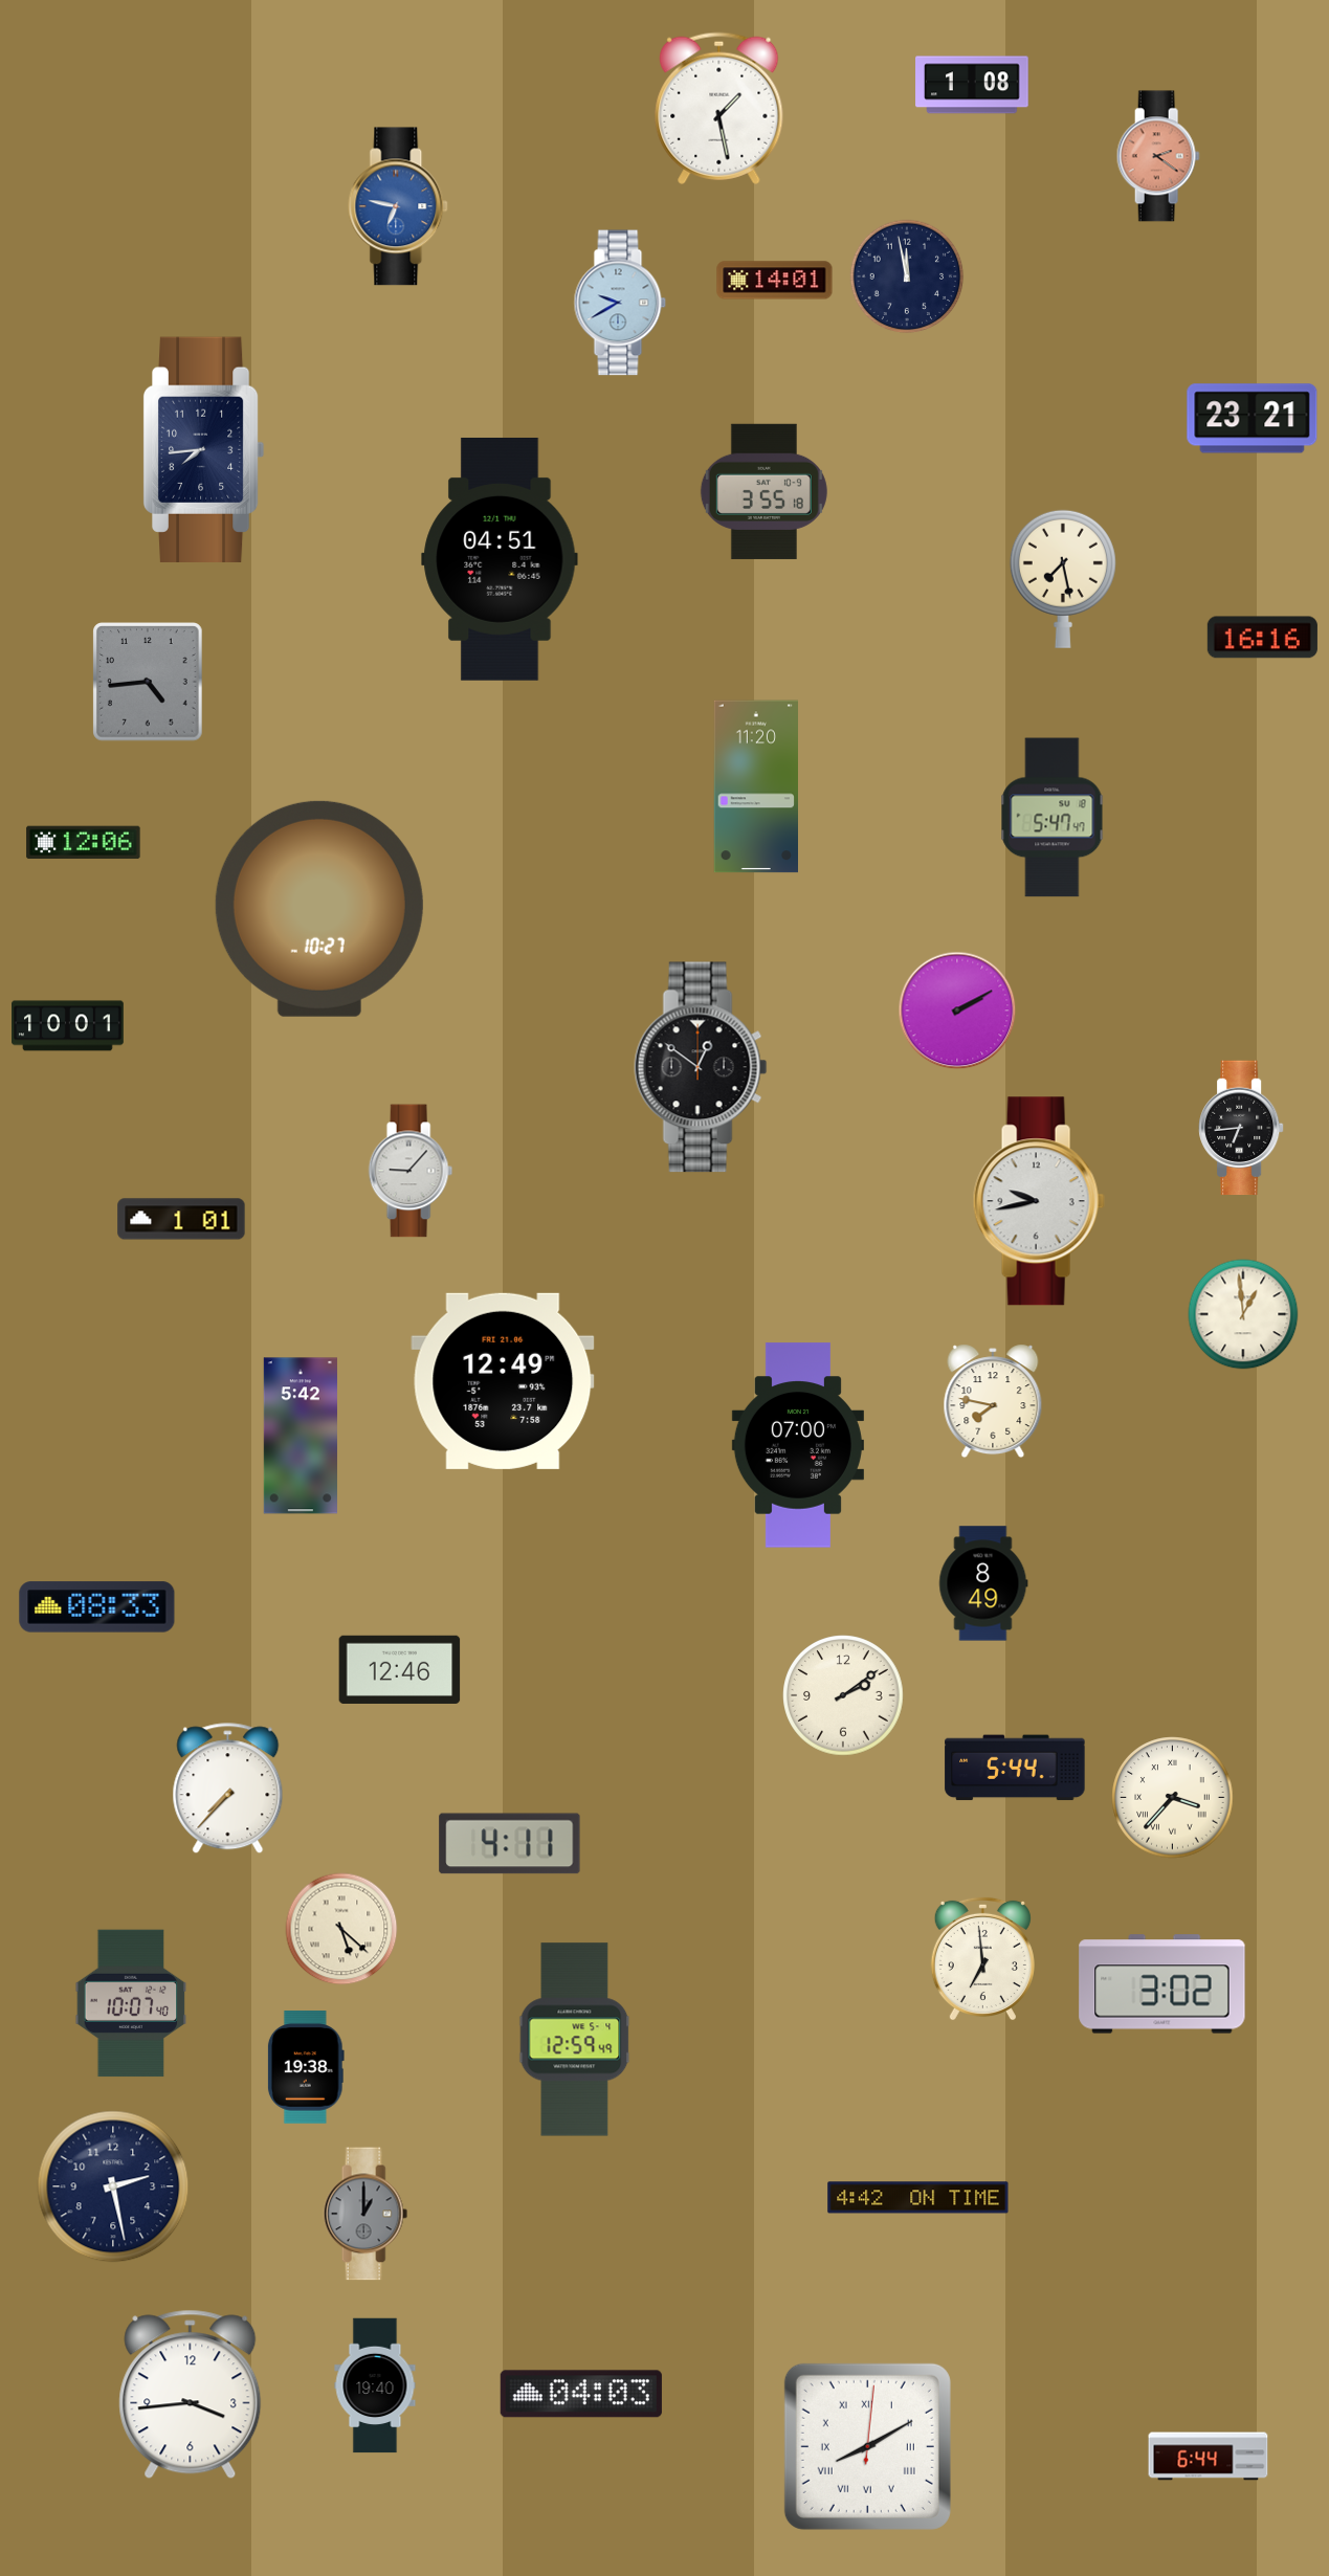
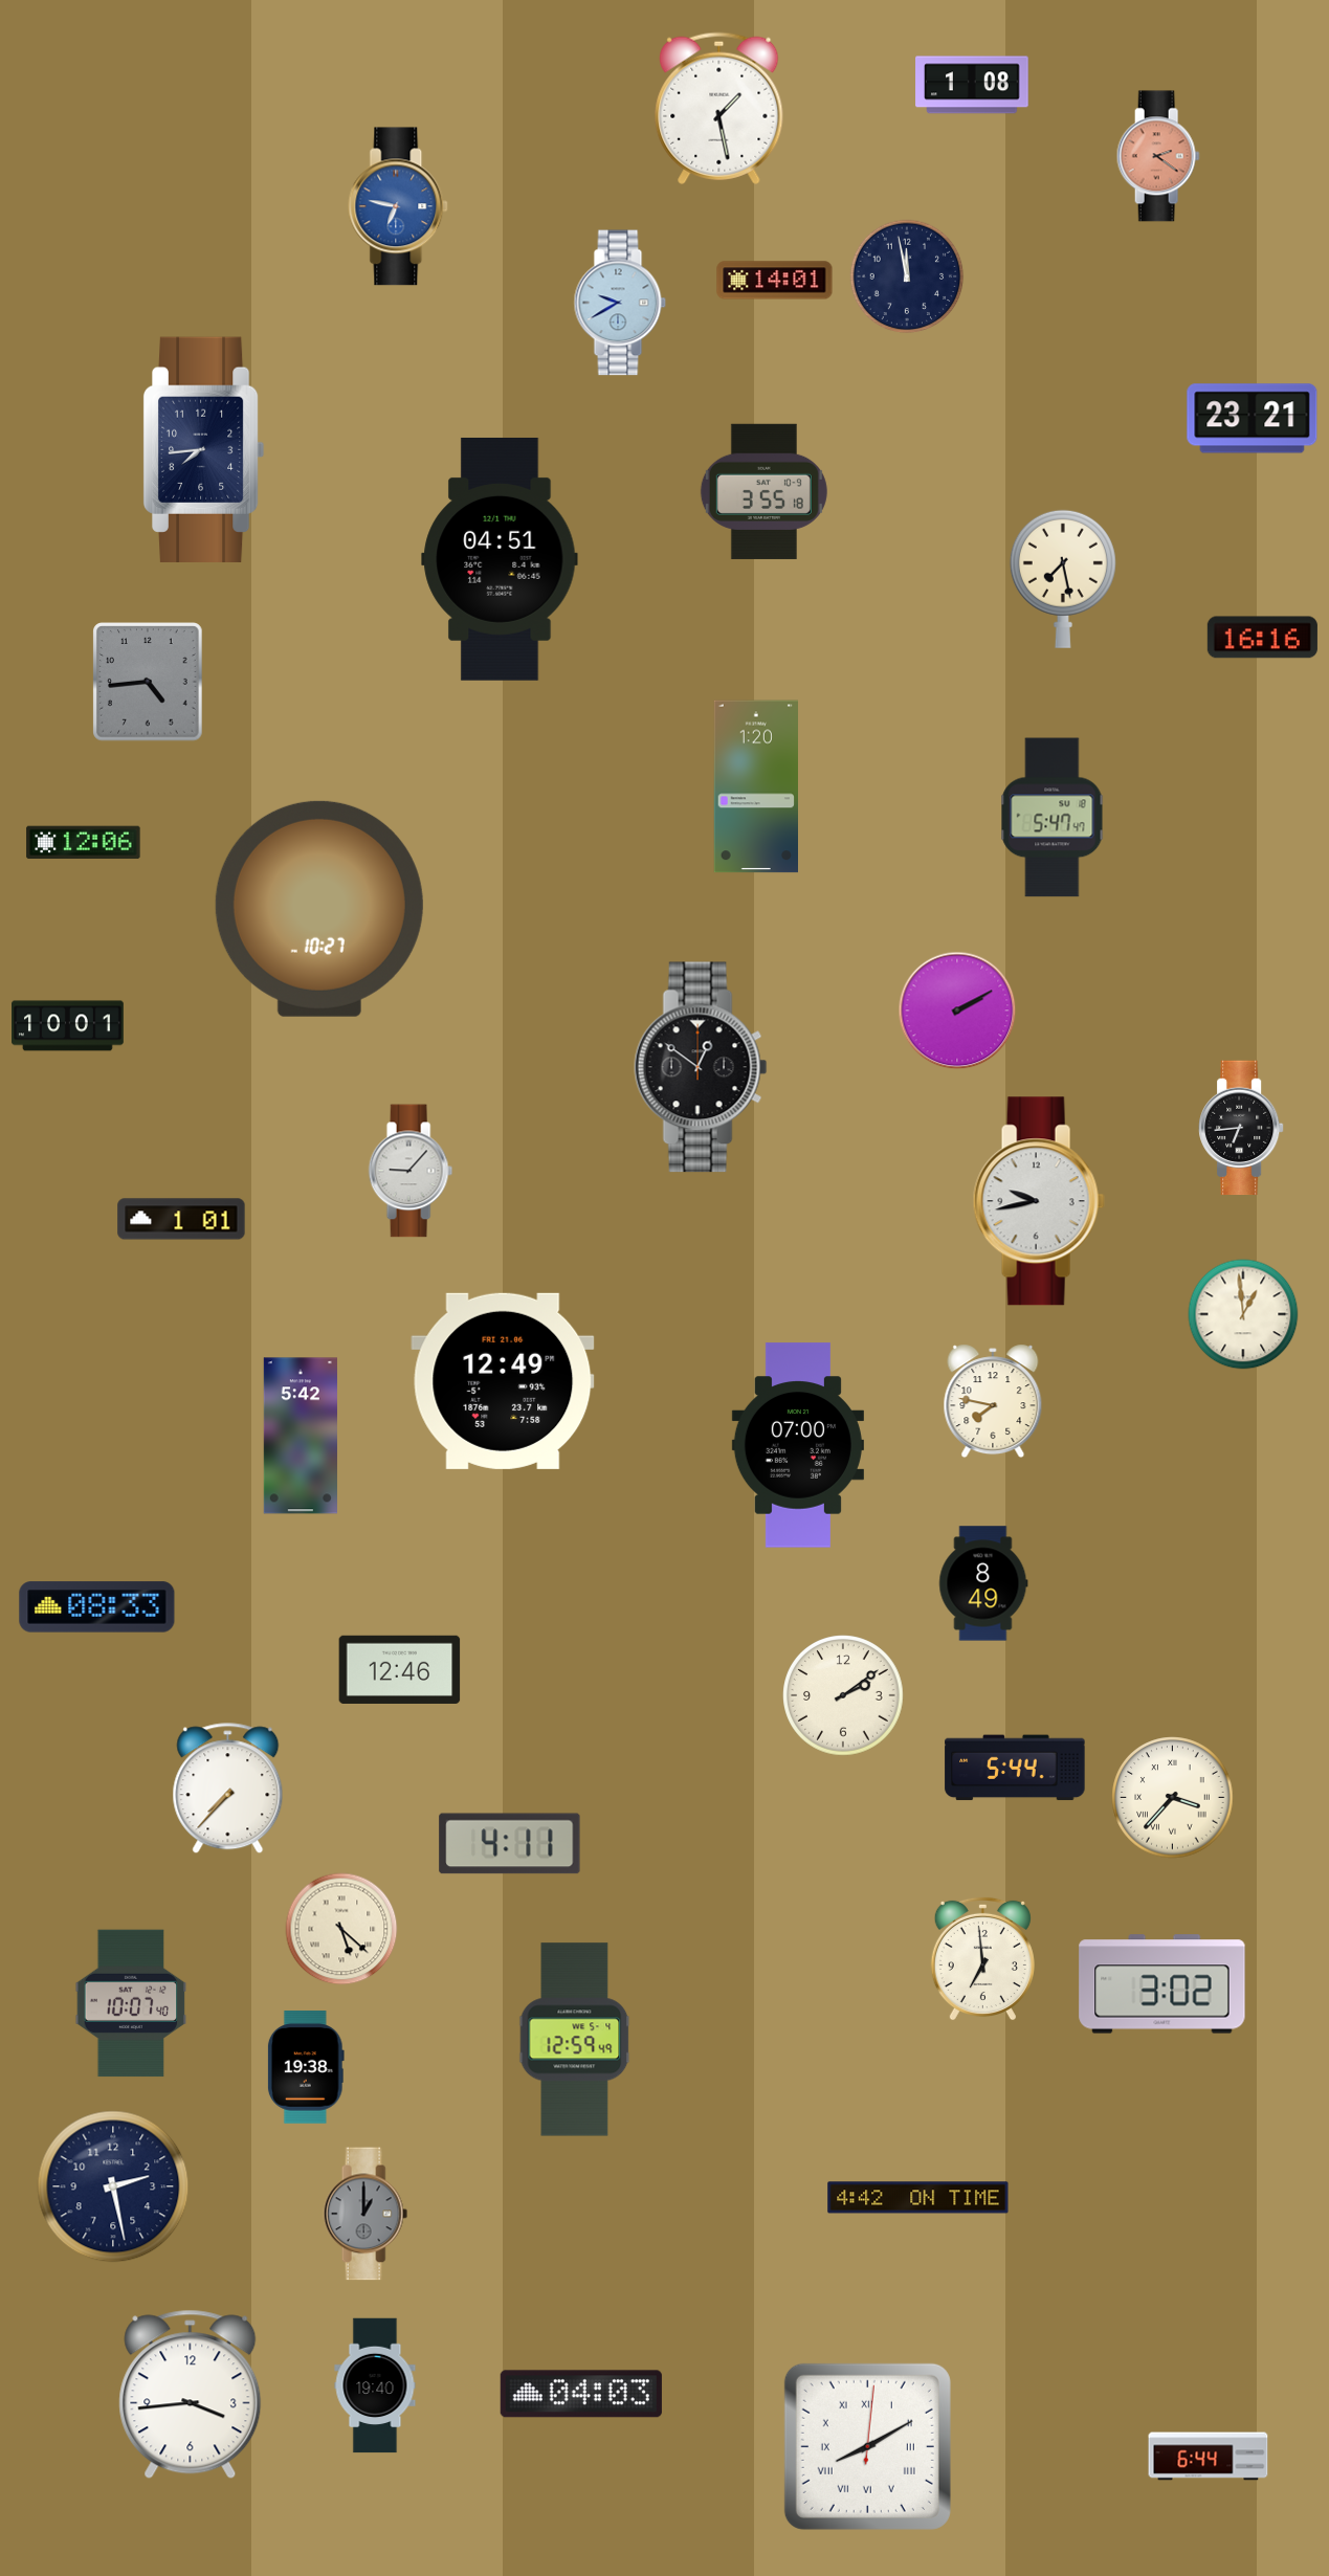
clock at (755, 786): 11:20 -> 1:20
